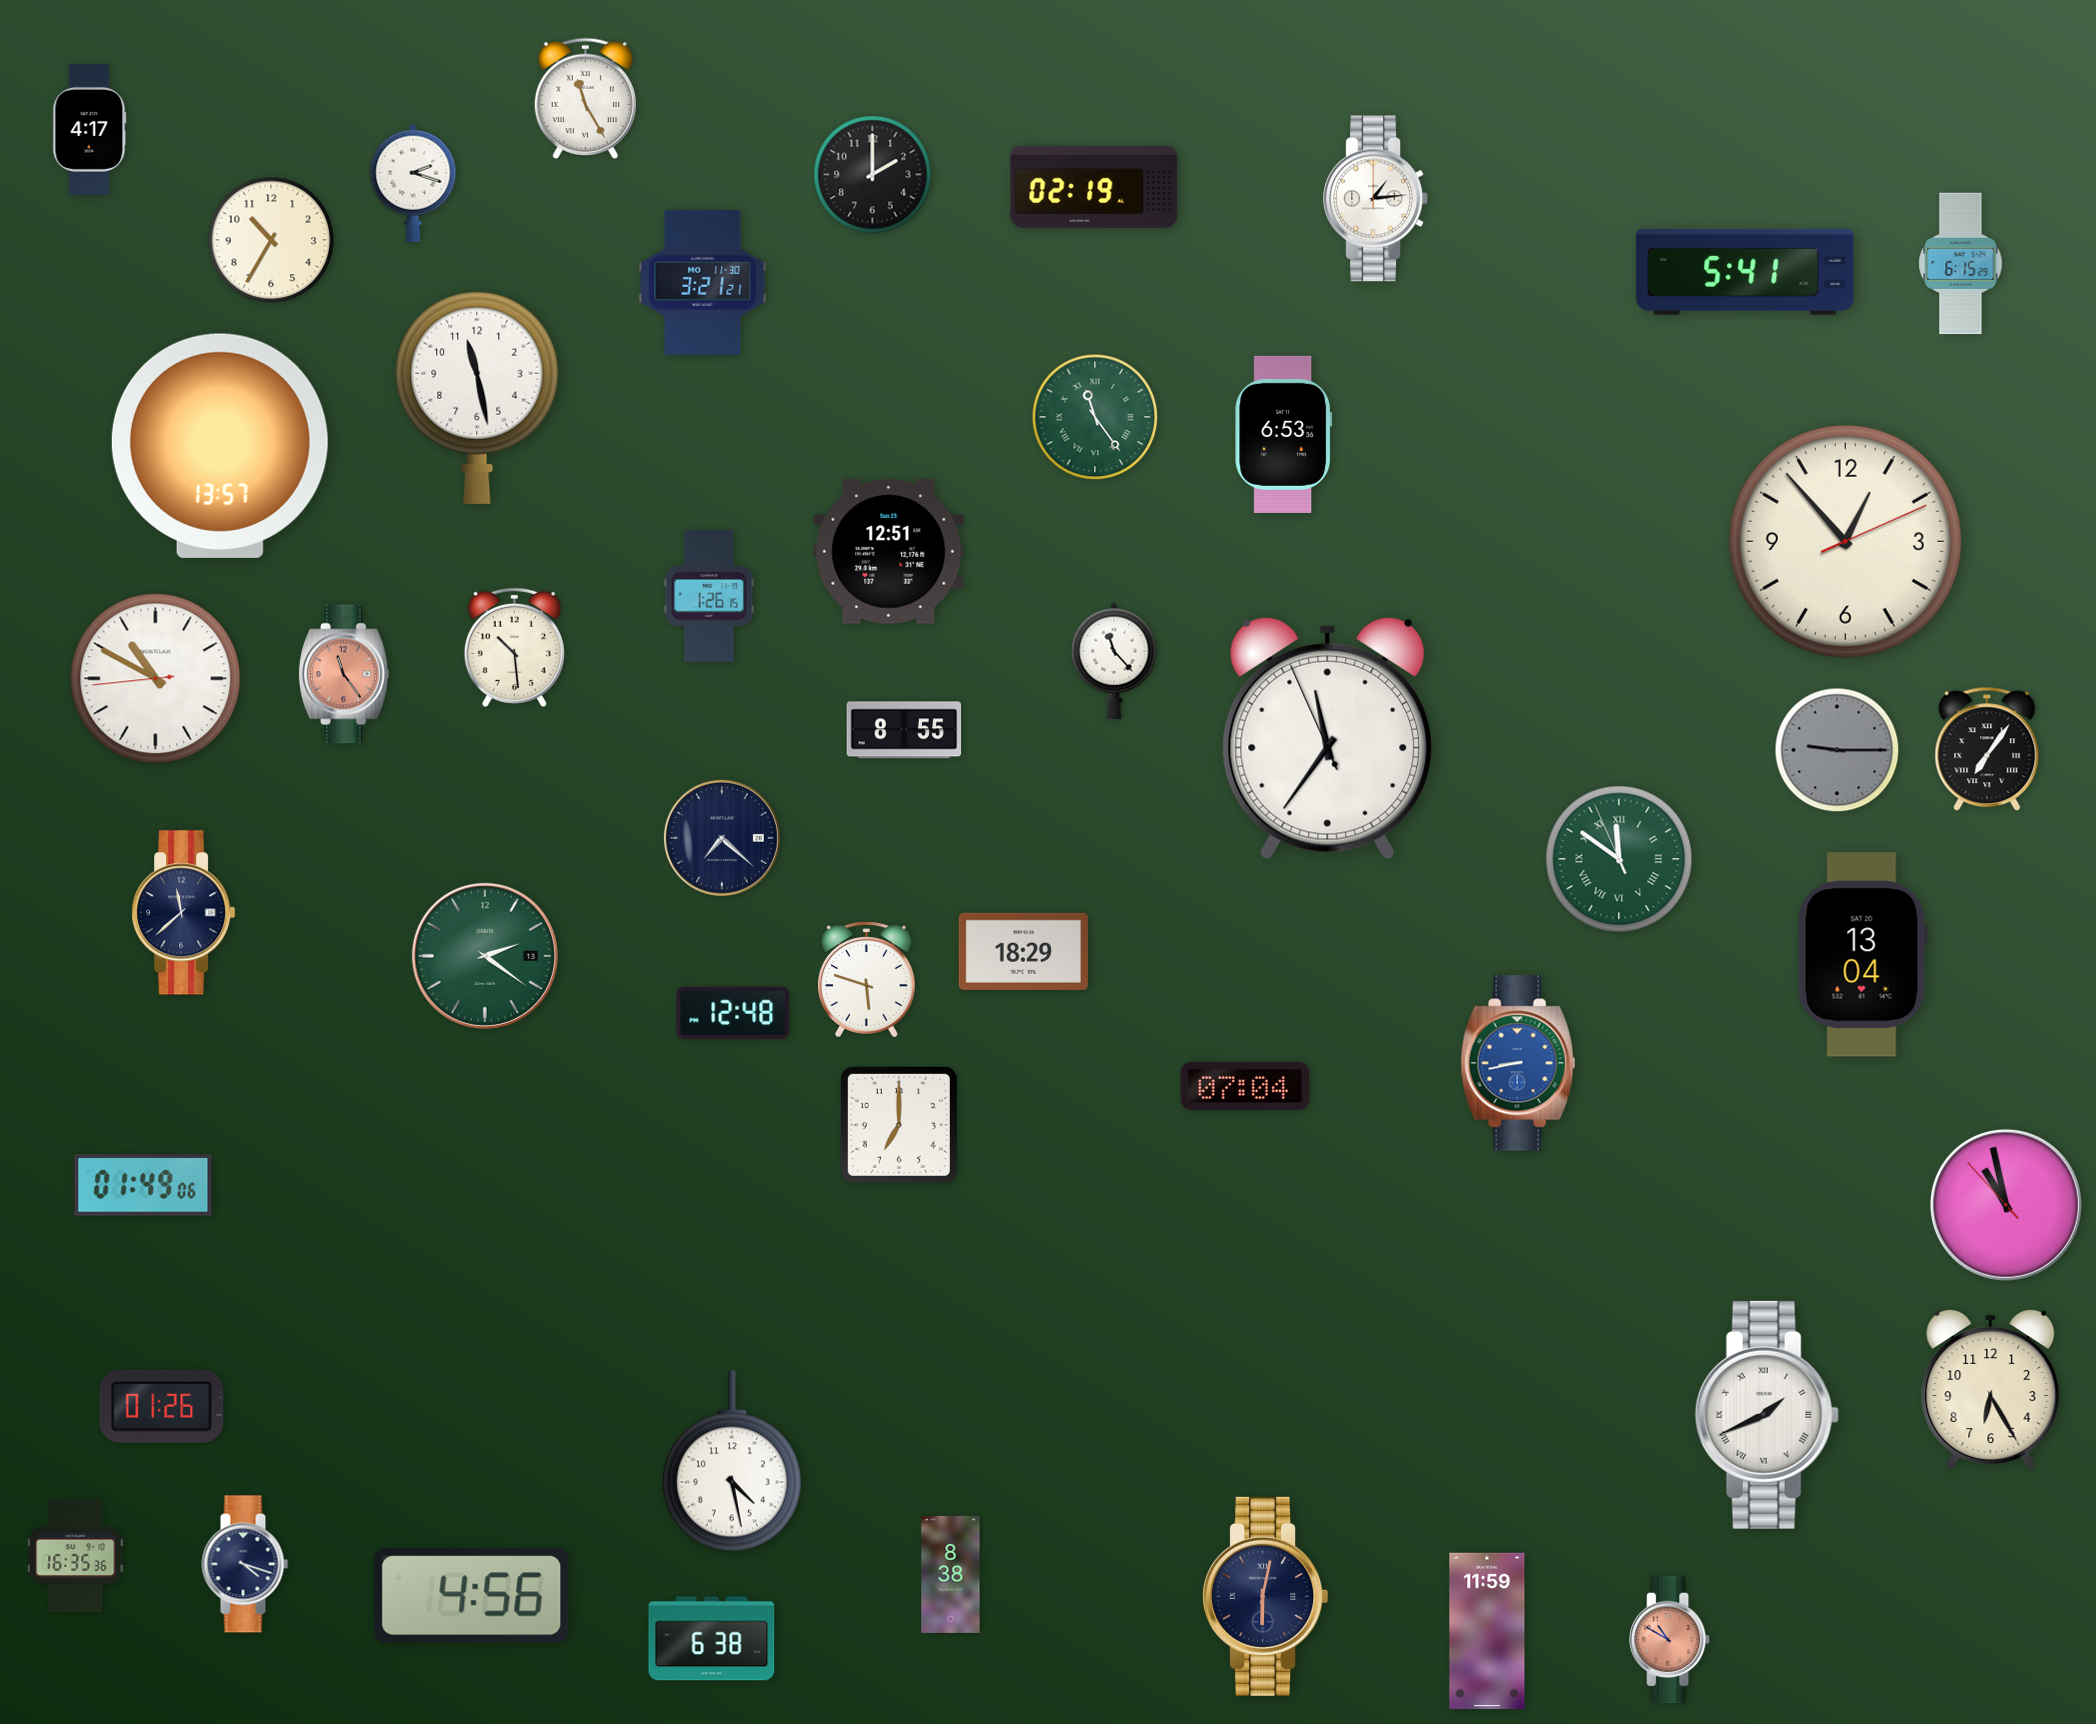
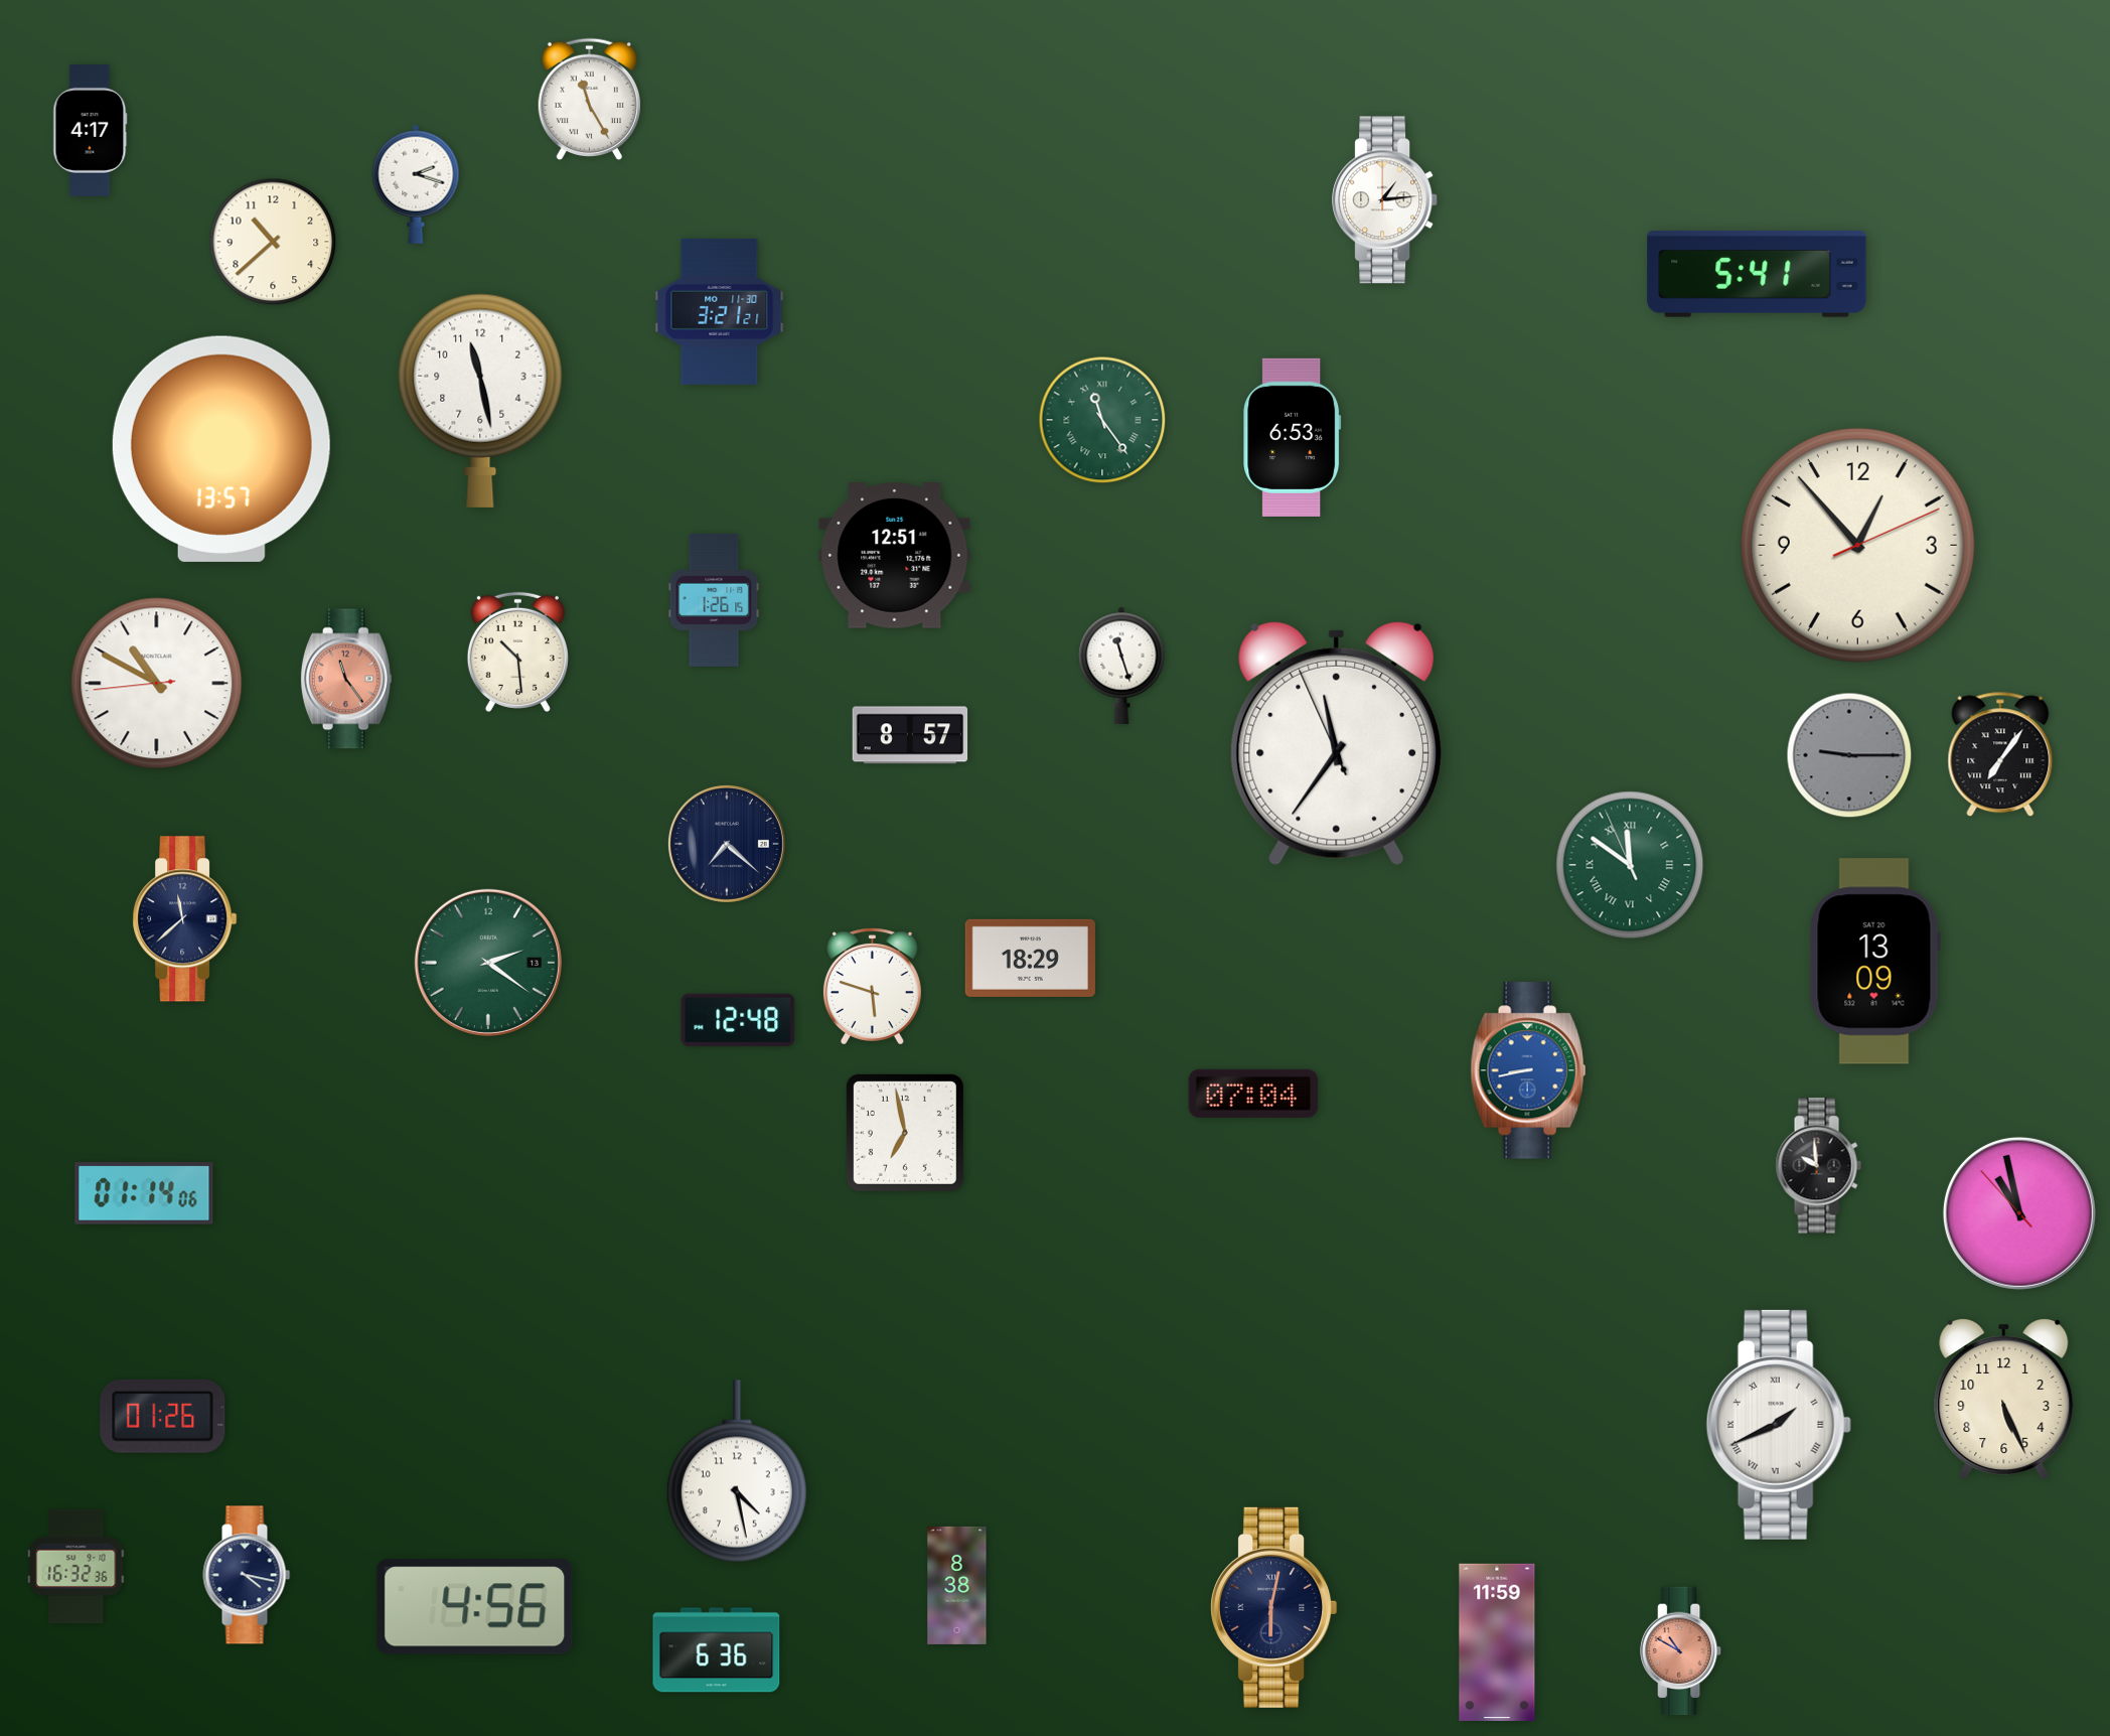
clock at (873, 175): 2:00 -> none
clock at (1094, 187): 02:19 -> none
clock at (271, 240): 10:35 -> 10:38
clock at (1961, 264): 6:15 -> none
clock at (703, 282) position: (703, 282) -> (720, 311)
clock at (1114, 661): 11:23 -> 11:27
clock at (904, 730): 8:55 -> 8:57
clock at (1862, 955): 13:04 -> 13:09
clock at (899, 1125): 7:00 -> 6:58
clock at (1818, 1166): none -> 9:59
clock at (143, 1185): 01:49 -> 01:14
clock at (1991, 1389): 6:25 -> 5:26
clock at (76, 1556): 16:35 -> 16:32
clock at (245, 1564): 4:18 -> 4:17
clock at (712, 1639): 6:38 -> 6:36
